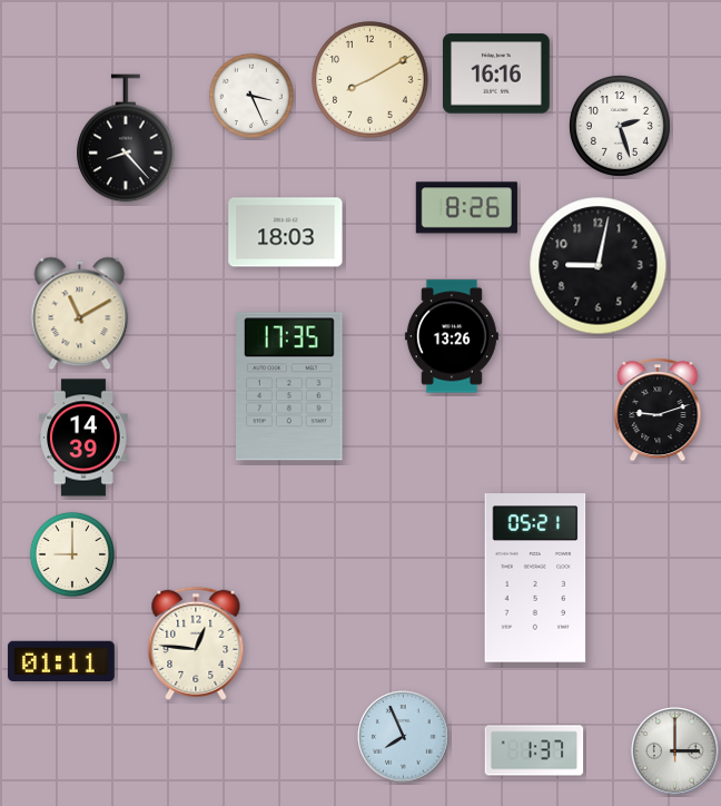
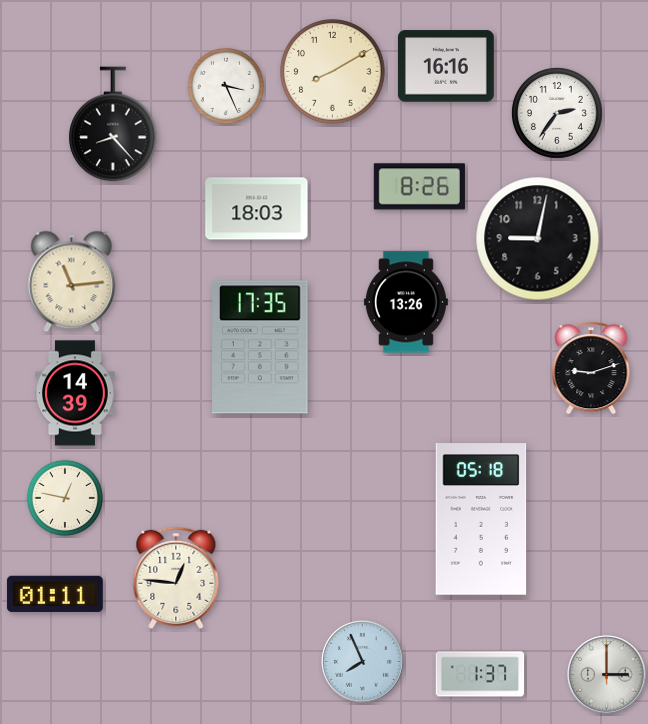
clock at (620, 126): 2:27 -> 2:36
clock at (80, 314): 11:10 -> 11:14
clock at (72, 554): 9:00 -> 12:47
clock at (535, 578): 05:21 -> 05:18
